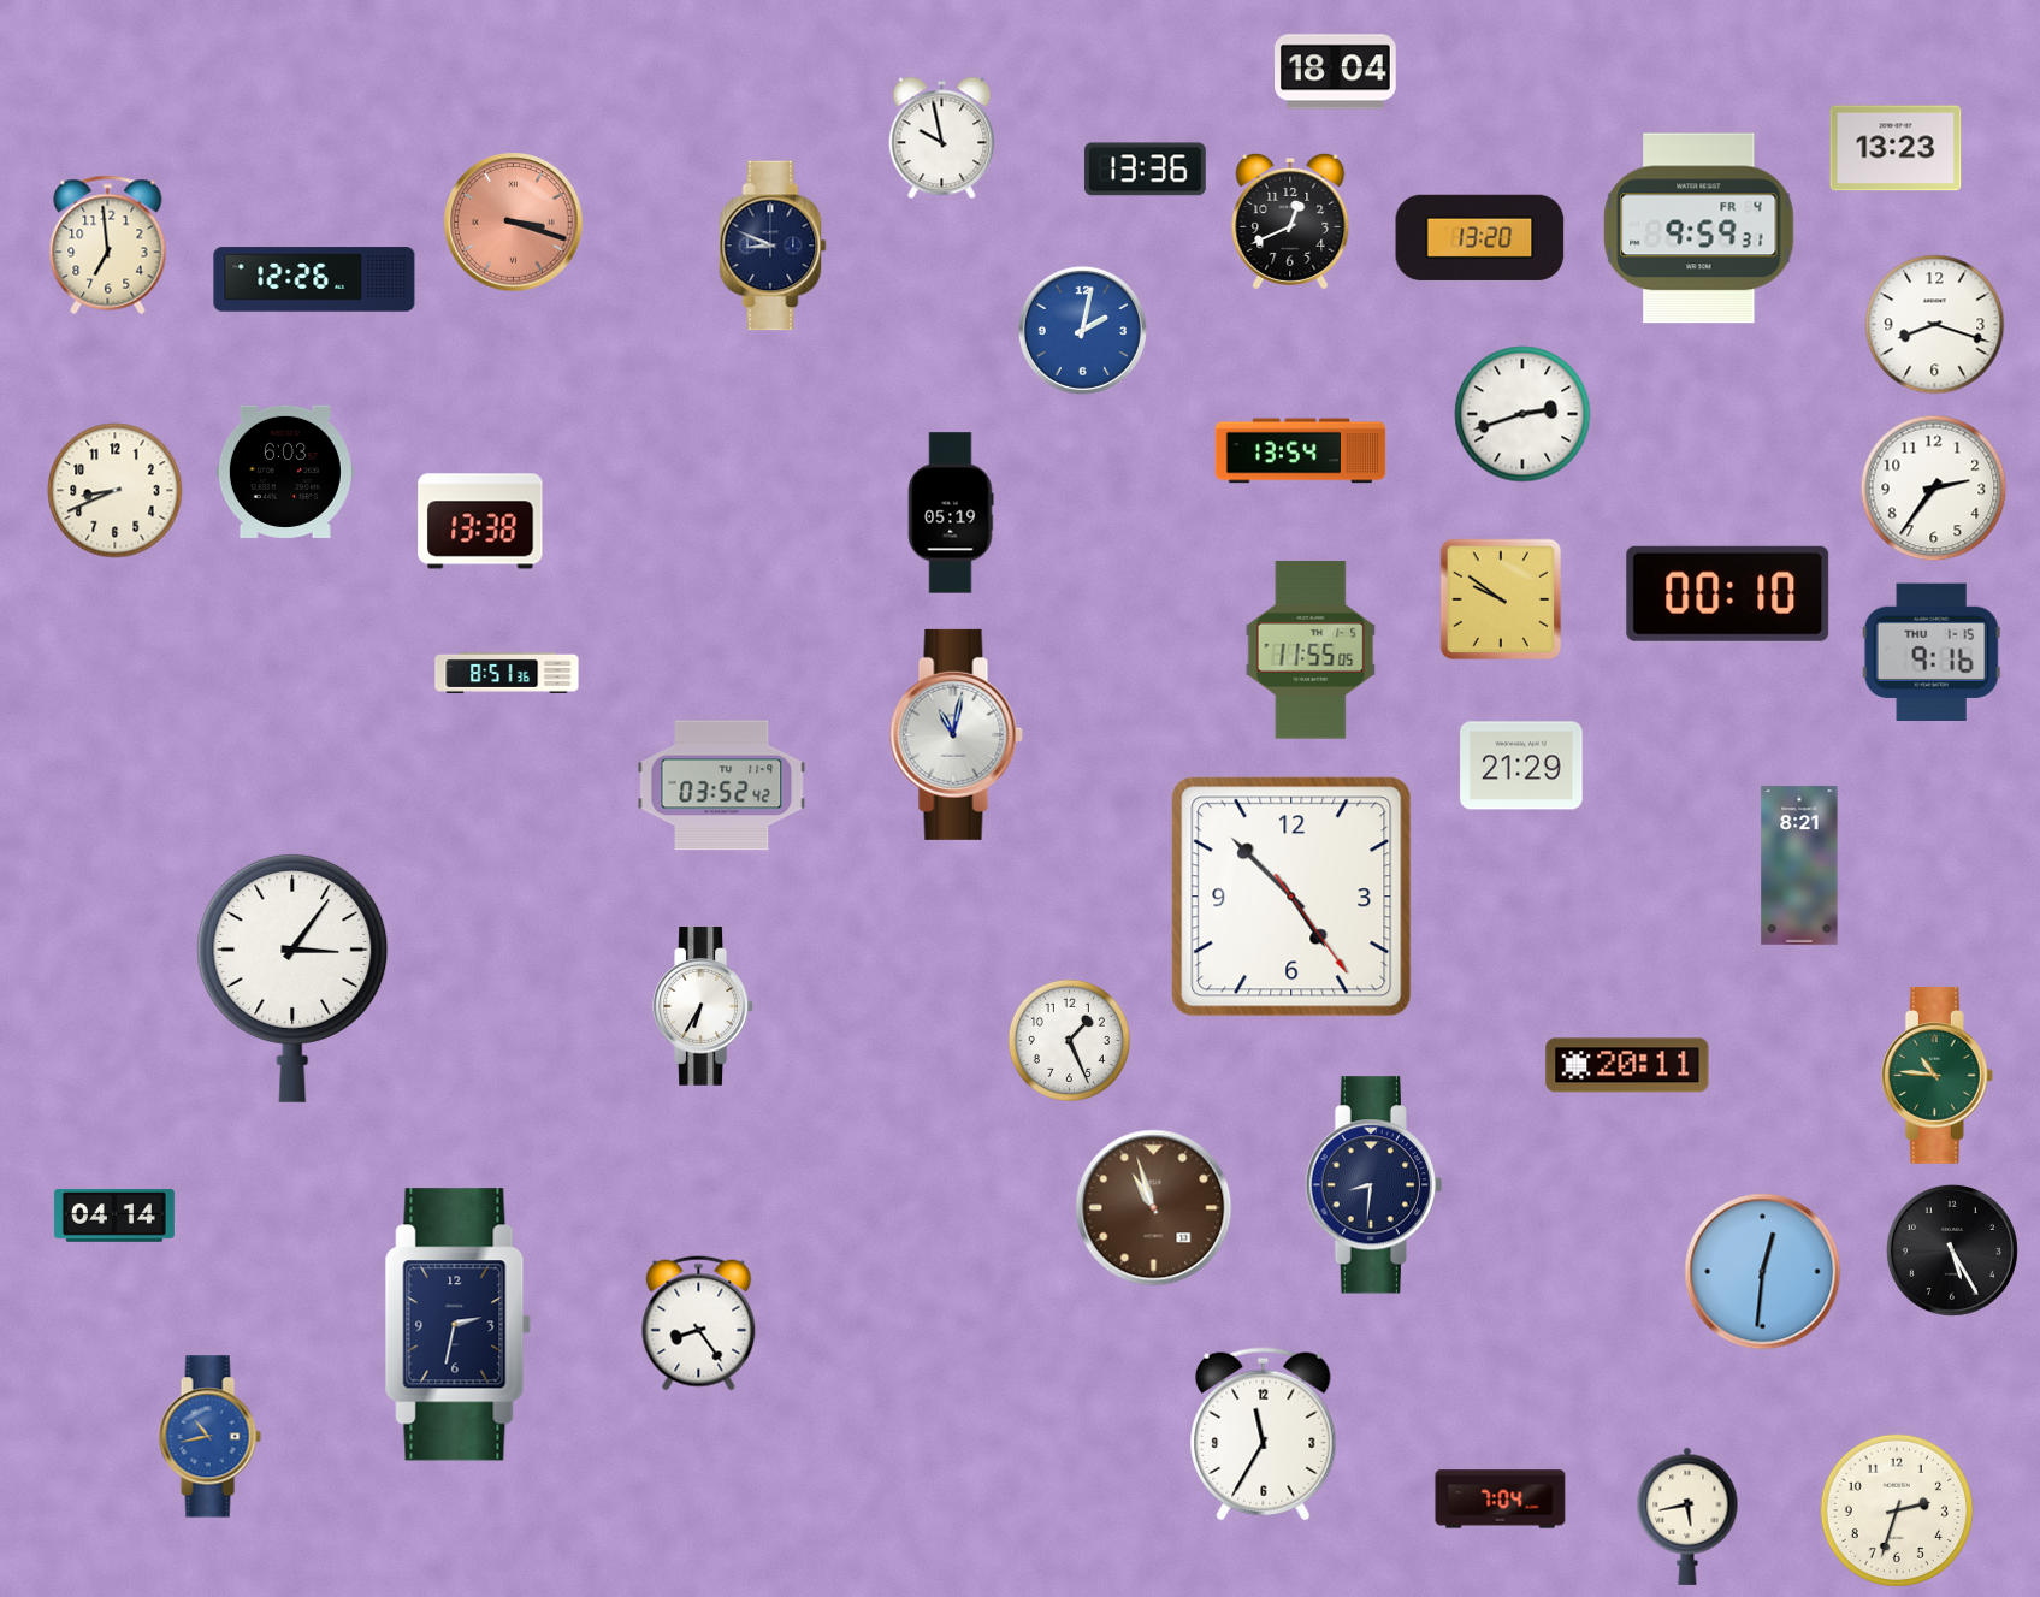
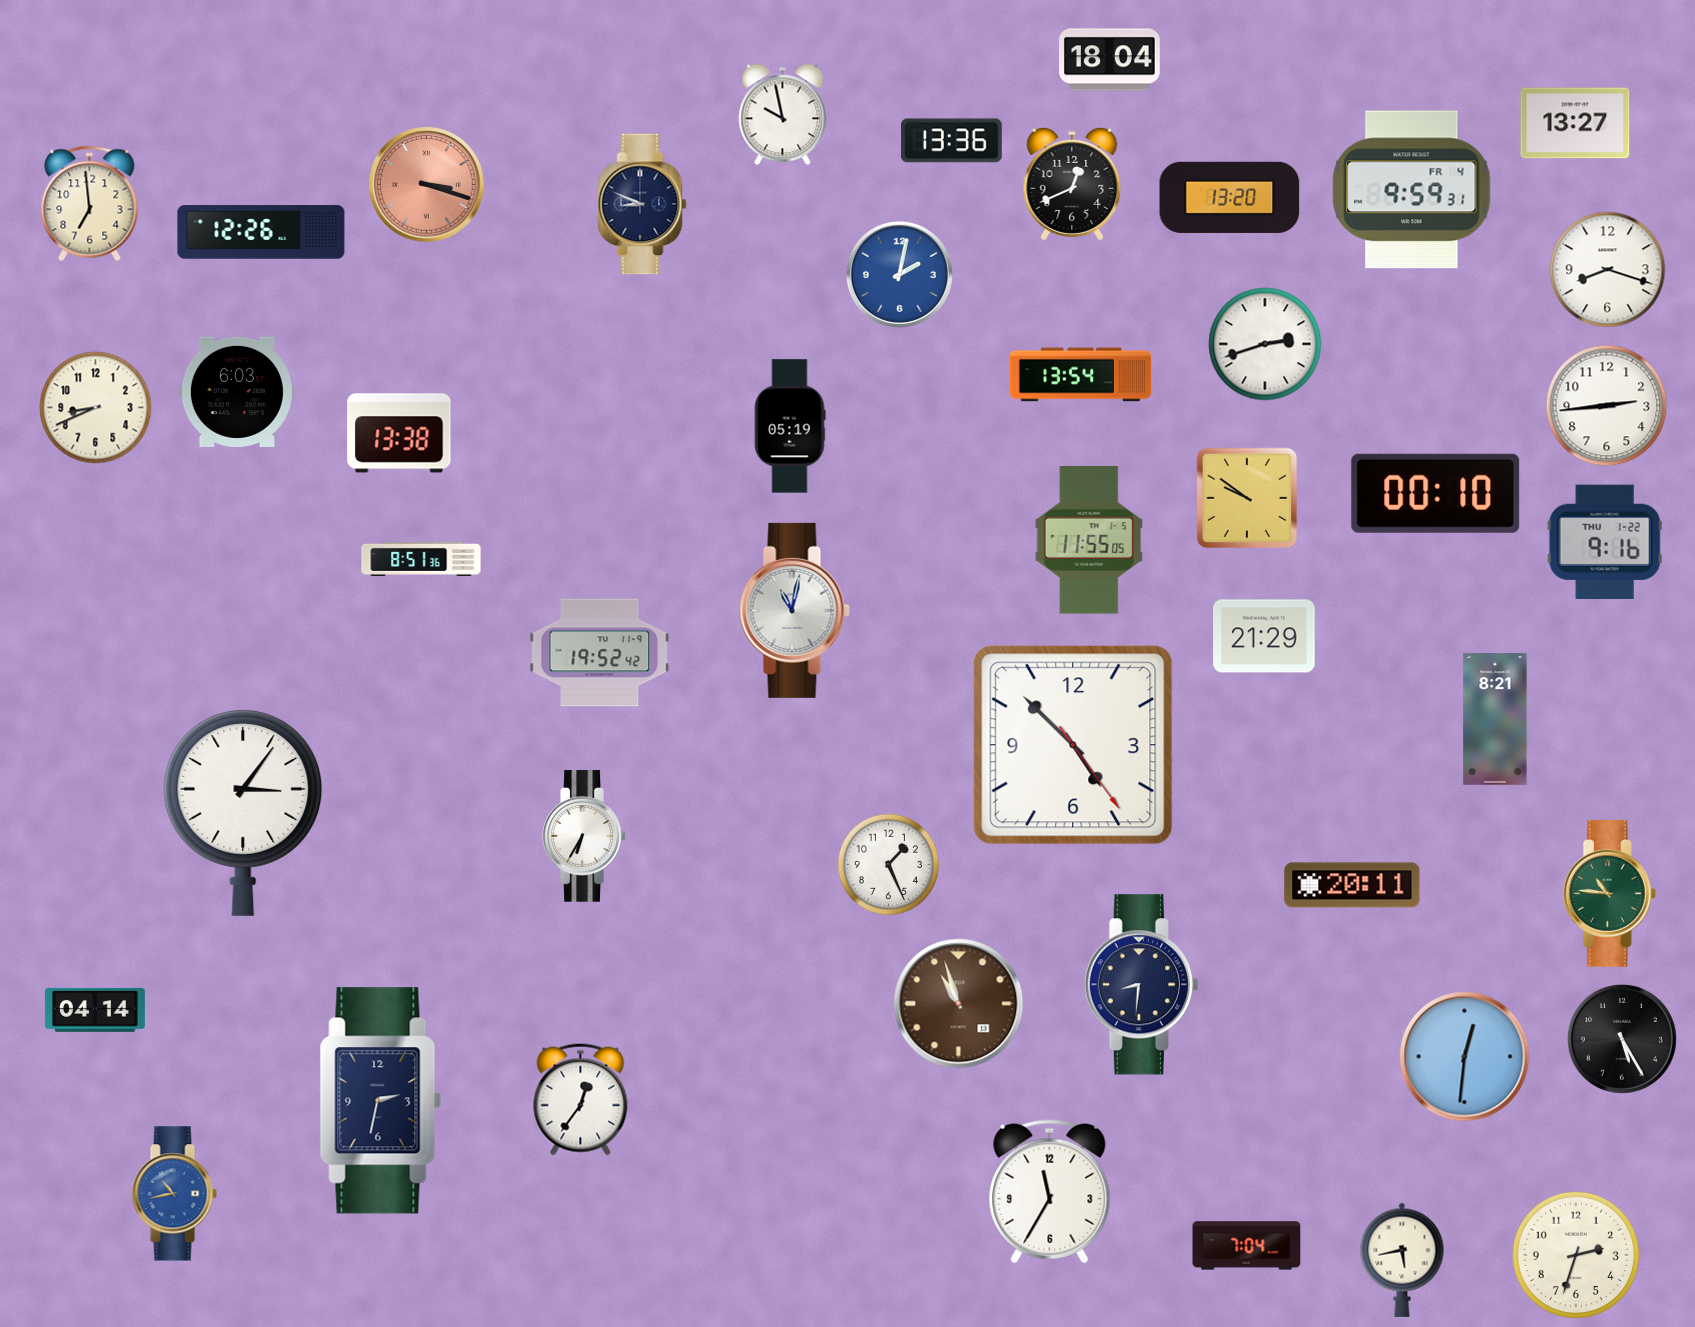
clock at (1896, 148): 13:23 -> 13:27
clock at (1934, 489): 2:36 -> 2:44
clock at (1932, 651) date: THU 1-15 -> THU 1-22
clock at (722, 786): 03:52 -> 19:52
clock at (699, 1324): 8:24 -> 12:36
